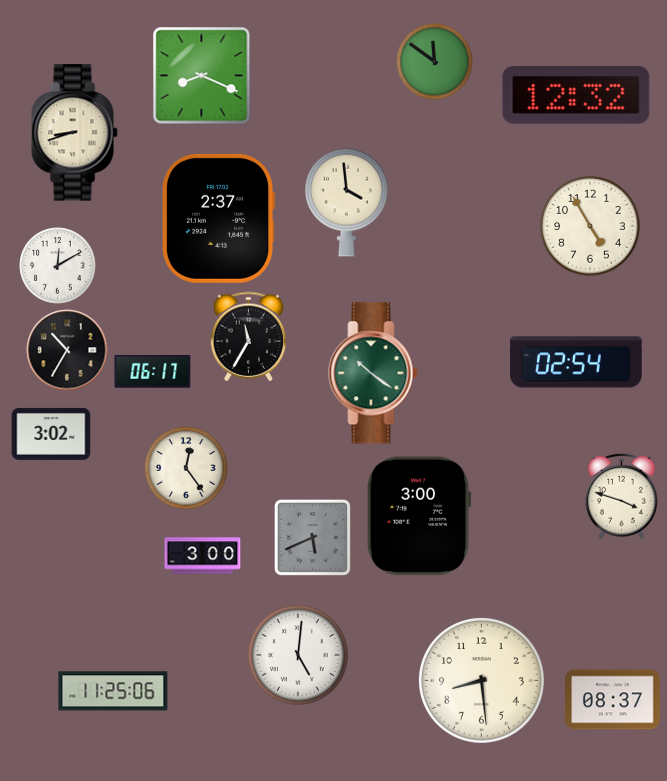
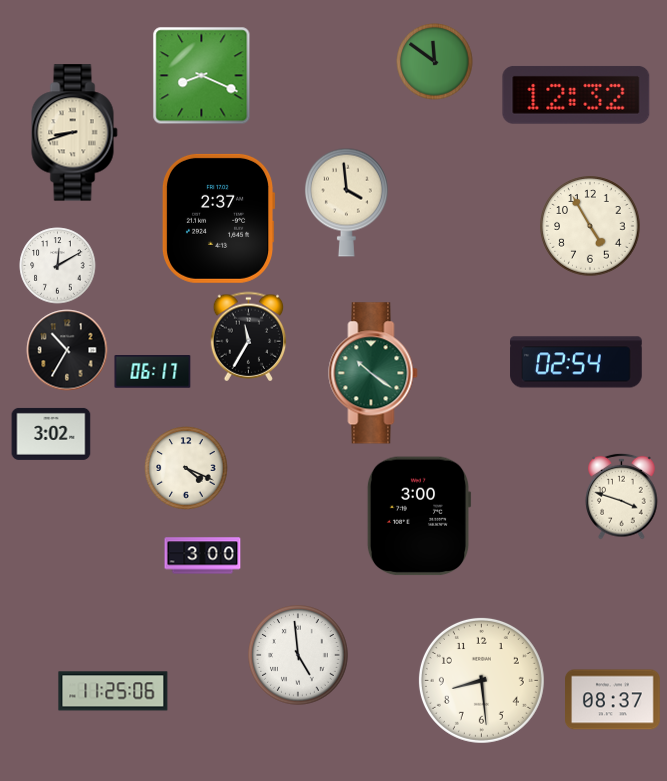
clock at (186, 468): 12:24 -> 4:19
clock at (312, 537): 5:41 -> none
clock at (298, 655): 5:01 -> 4:59
